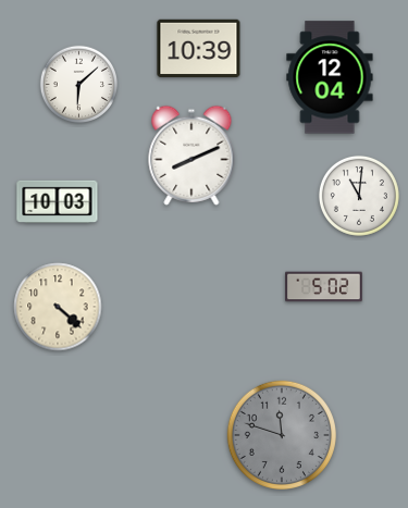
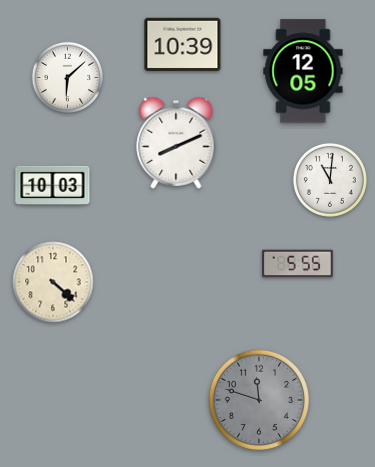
clock at (330, 77): 12:04 -> 12:05
clock at (78, 84) position: (78, 84) -> (67, 77)
clock at (324, 287): 5:02 -> 5:55
